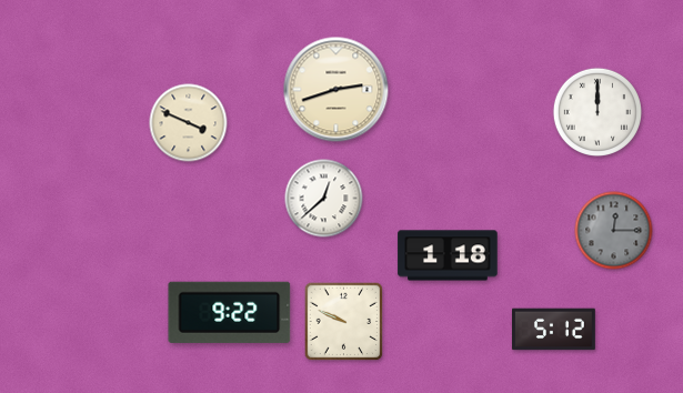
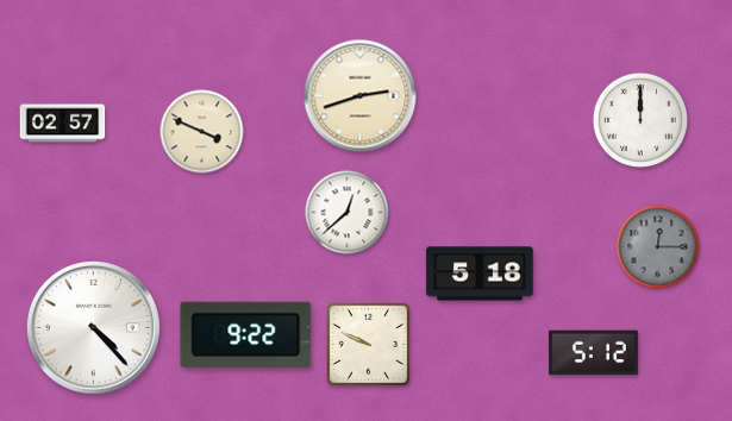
clock at (63, 124): none -> 02:57
clock at (448, 255): 1:18 -> 5:18
clock at (93, 327): none -> 4:23
